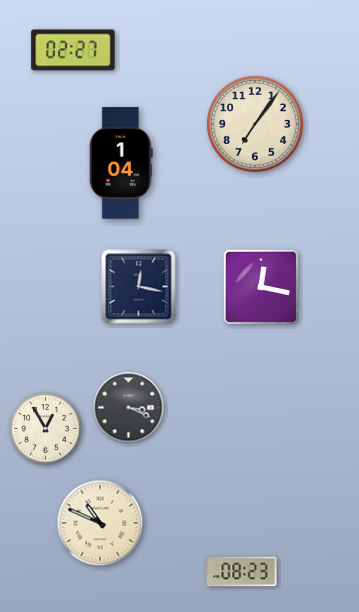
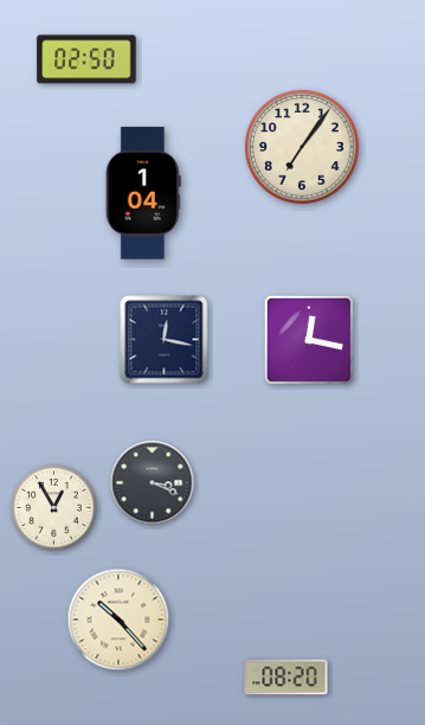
clock at (73, 50): 02:27 -> 02:50
clock at (100, 523): 10:49 -> 10:23
clock at (242, 572): 08:23 -> 08:20
